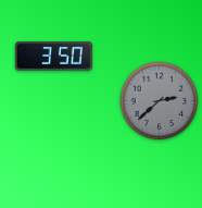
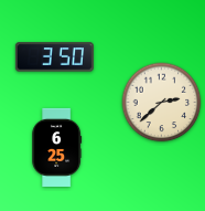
clock at (160, 101) dial: grey -> cream
clock at (57, 147): none -> 6:25
